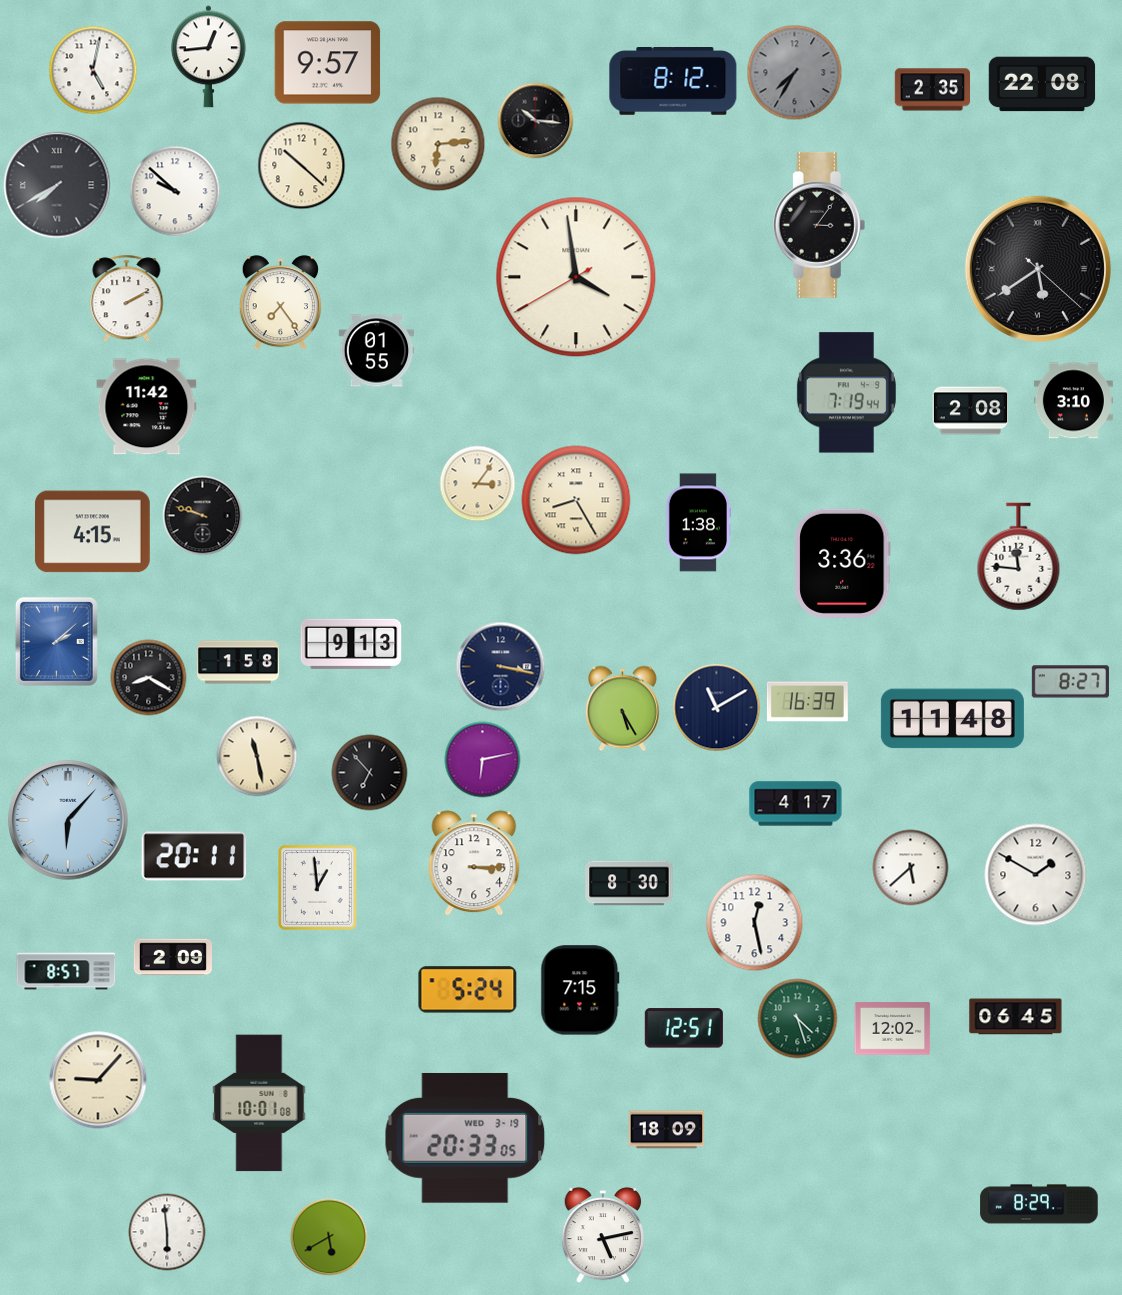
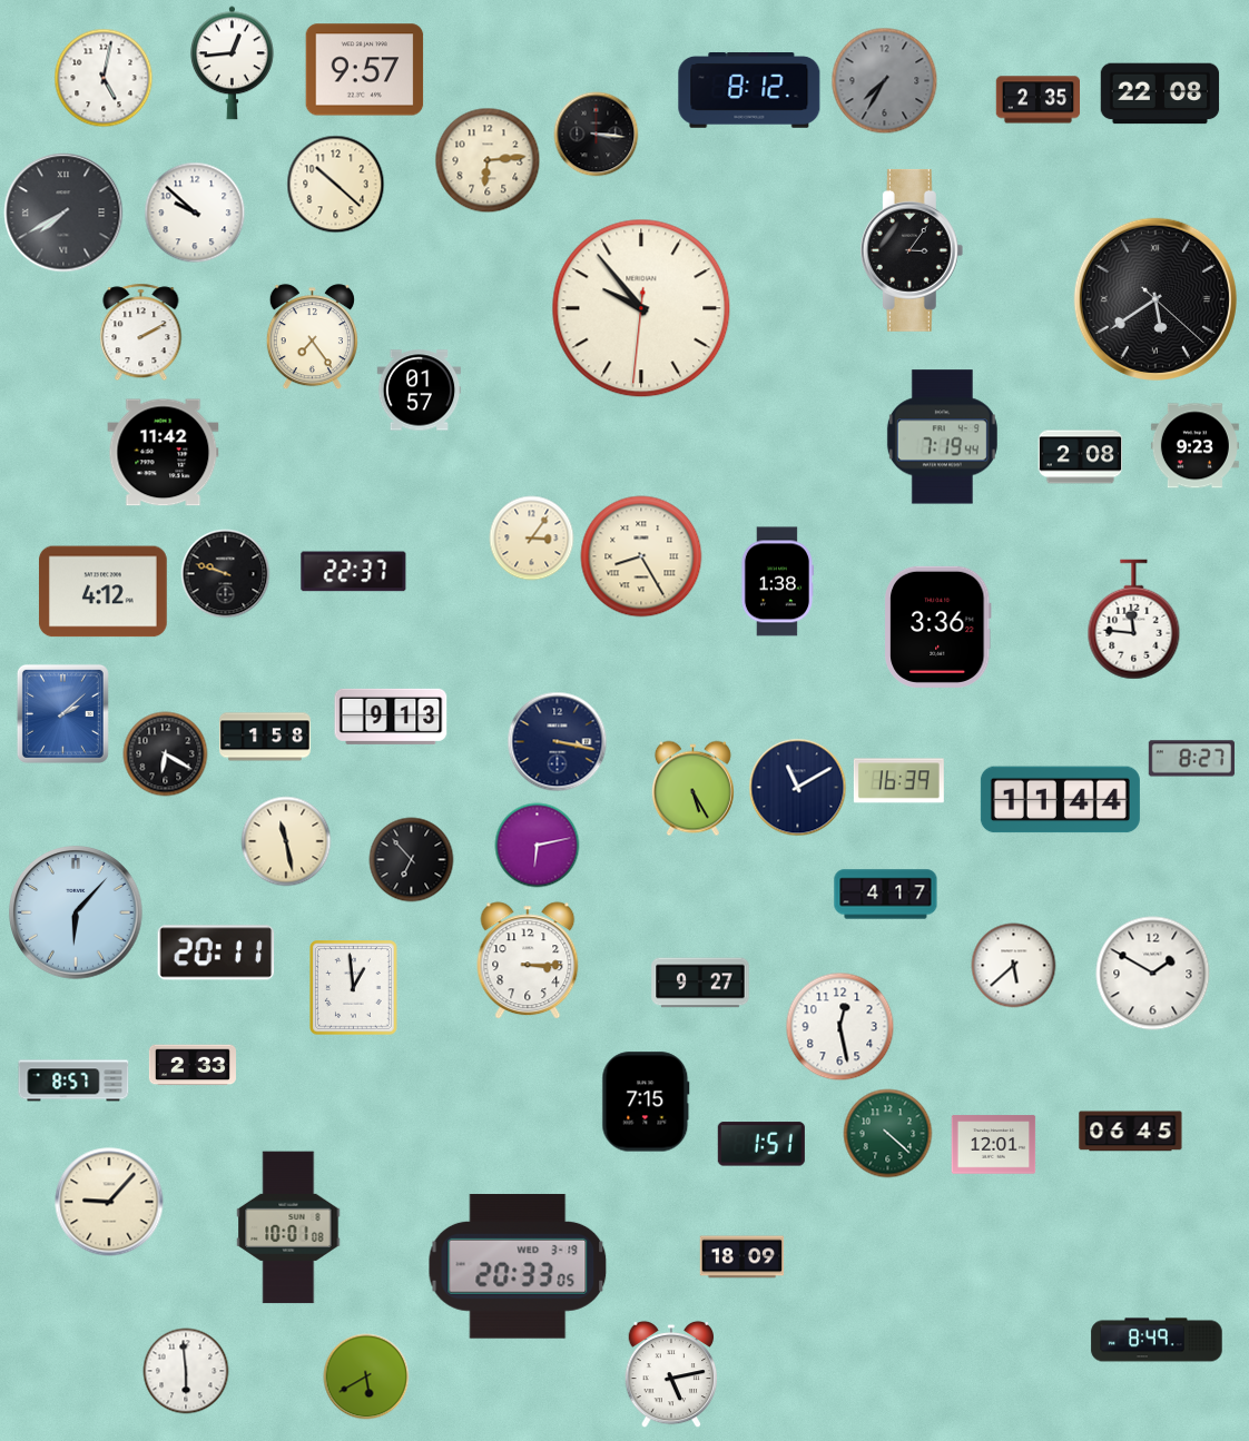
clock at (536, 121): 10:16 -> 3:16
clock at (57, 185) position: (57, 185) -> (63, 213)
clock at (576, 277): 3:58 -> 9:53
clock at (377, 351): 01:55 -> 01:57
clock at (1073, 401): 3:10 -> 9:23
clock at (354, 572): none -> 22:37
clock at (92, 532): 4:15 -> 4:12
clock at (149, 678): 8:20 -> 6:20
clock at (952, 719): 11:48 -> 11:44
clock at (629, 883): 8:30 -> 9:27
clock at (173, 957): 2:09 -> 2:33
clock at (468, 990): 5:24 -> none
clock at (798, 1019): 4:27 -> 4:22
clock at (684, 1028): 12:51 -> 1:51
clock at (893, 1029): 12:02 -> 12:01
clock at (1039, 1204): 8:29 -> 8:49
